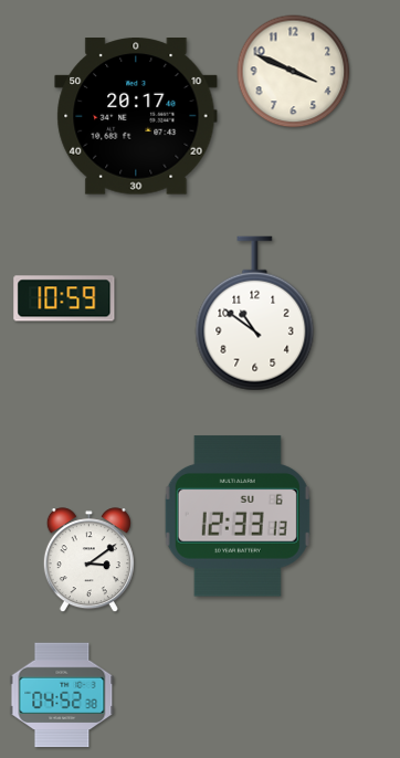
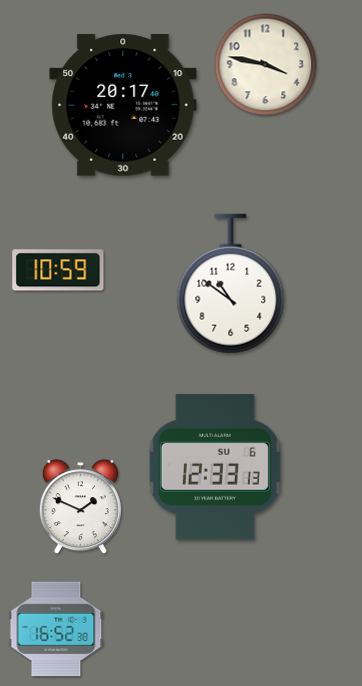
clock at (294, 72): 3:49 -> 3:47
clock at (88, 560): 3:09 -> 1:49
clock at (62, 695): 04:52 -> 16:52
